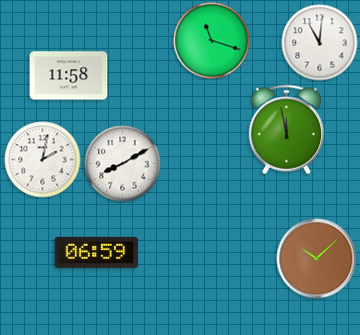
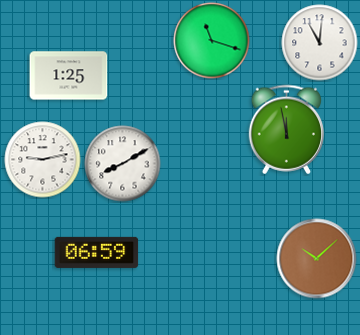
clock at (69, 76): 11:58 -> 1:25
clock at (43, 160): 2:02 -> 9:13
